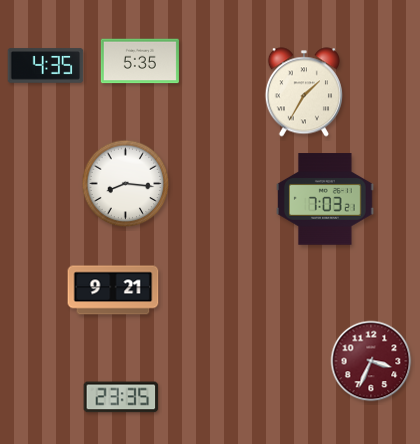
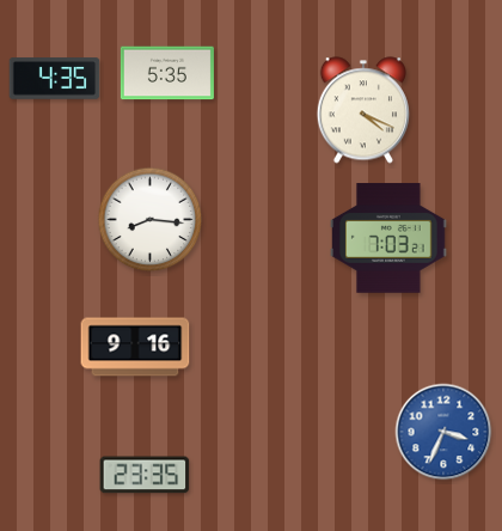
clock at (304, 92): 1:35 -> 4:19
clock at (113, 290): 9:21 -> 9:16
clock at (371, 361) dial: burgundy -> blue
